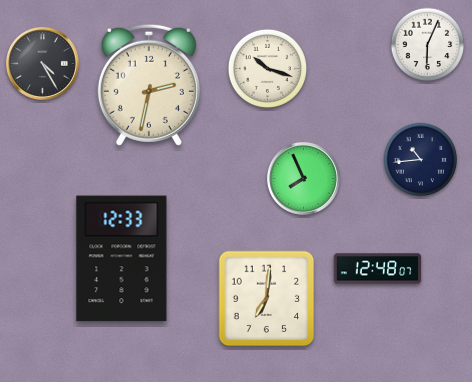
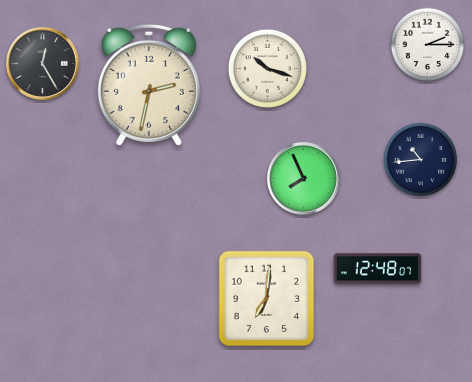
clock at (428, 45): 6:04 -> 2:15
clock at (42, 63): 4:25 -> 12:25
clock at (122, 259): 12:33 -> none
